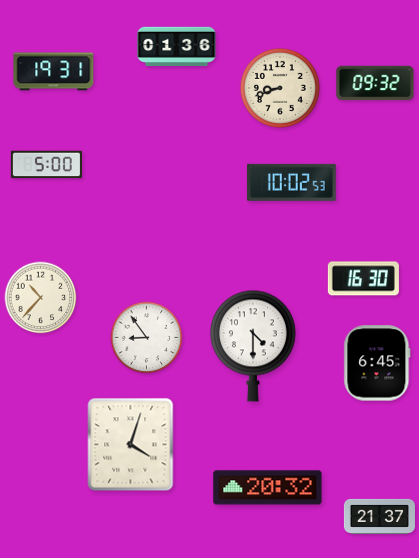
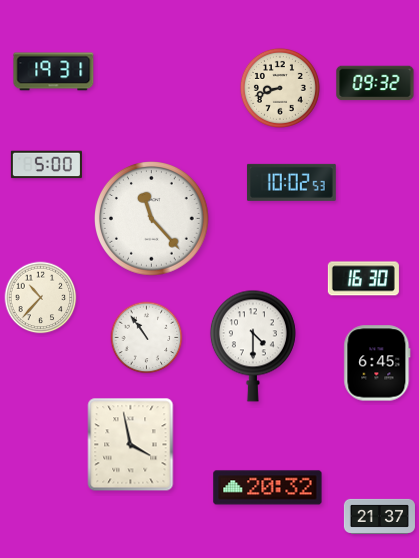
clock at (177, 46): 01:36 -> none
clock at (152, 219): none -> 11:23
clock at (147, 338): 8:54 -> 10:54
clock at (131, 445): 4:03 -> 3:58
